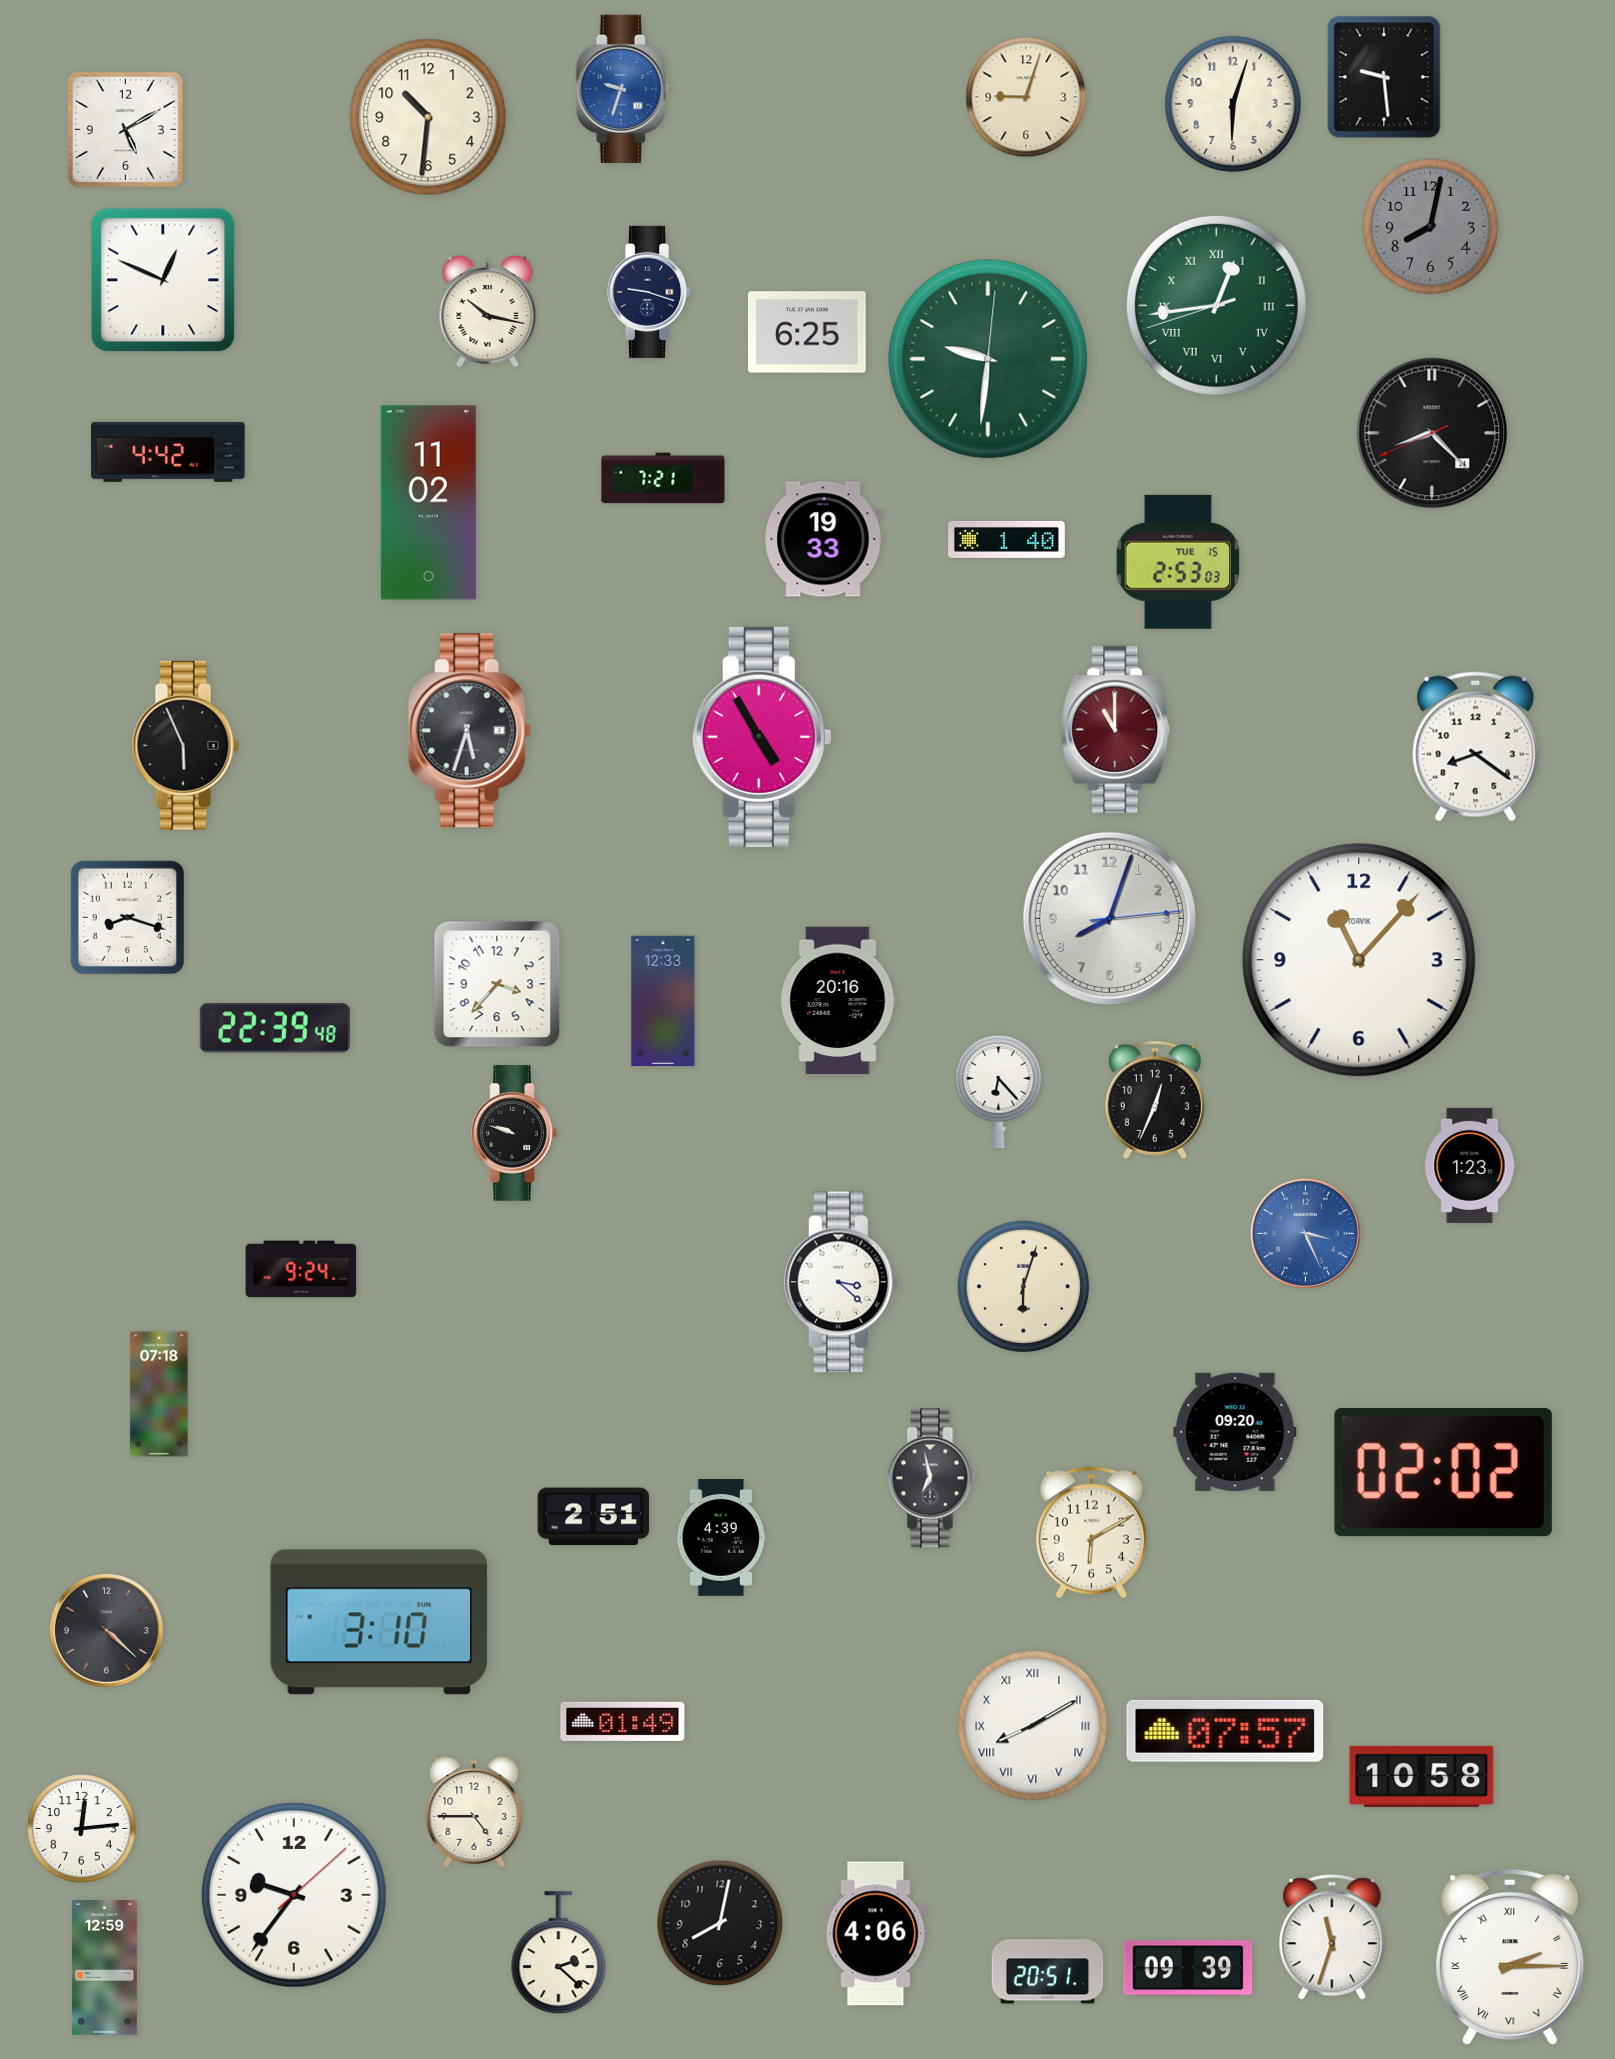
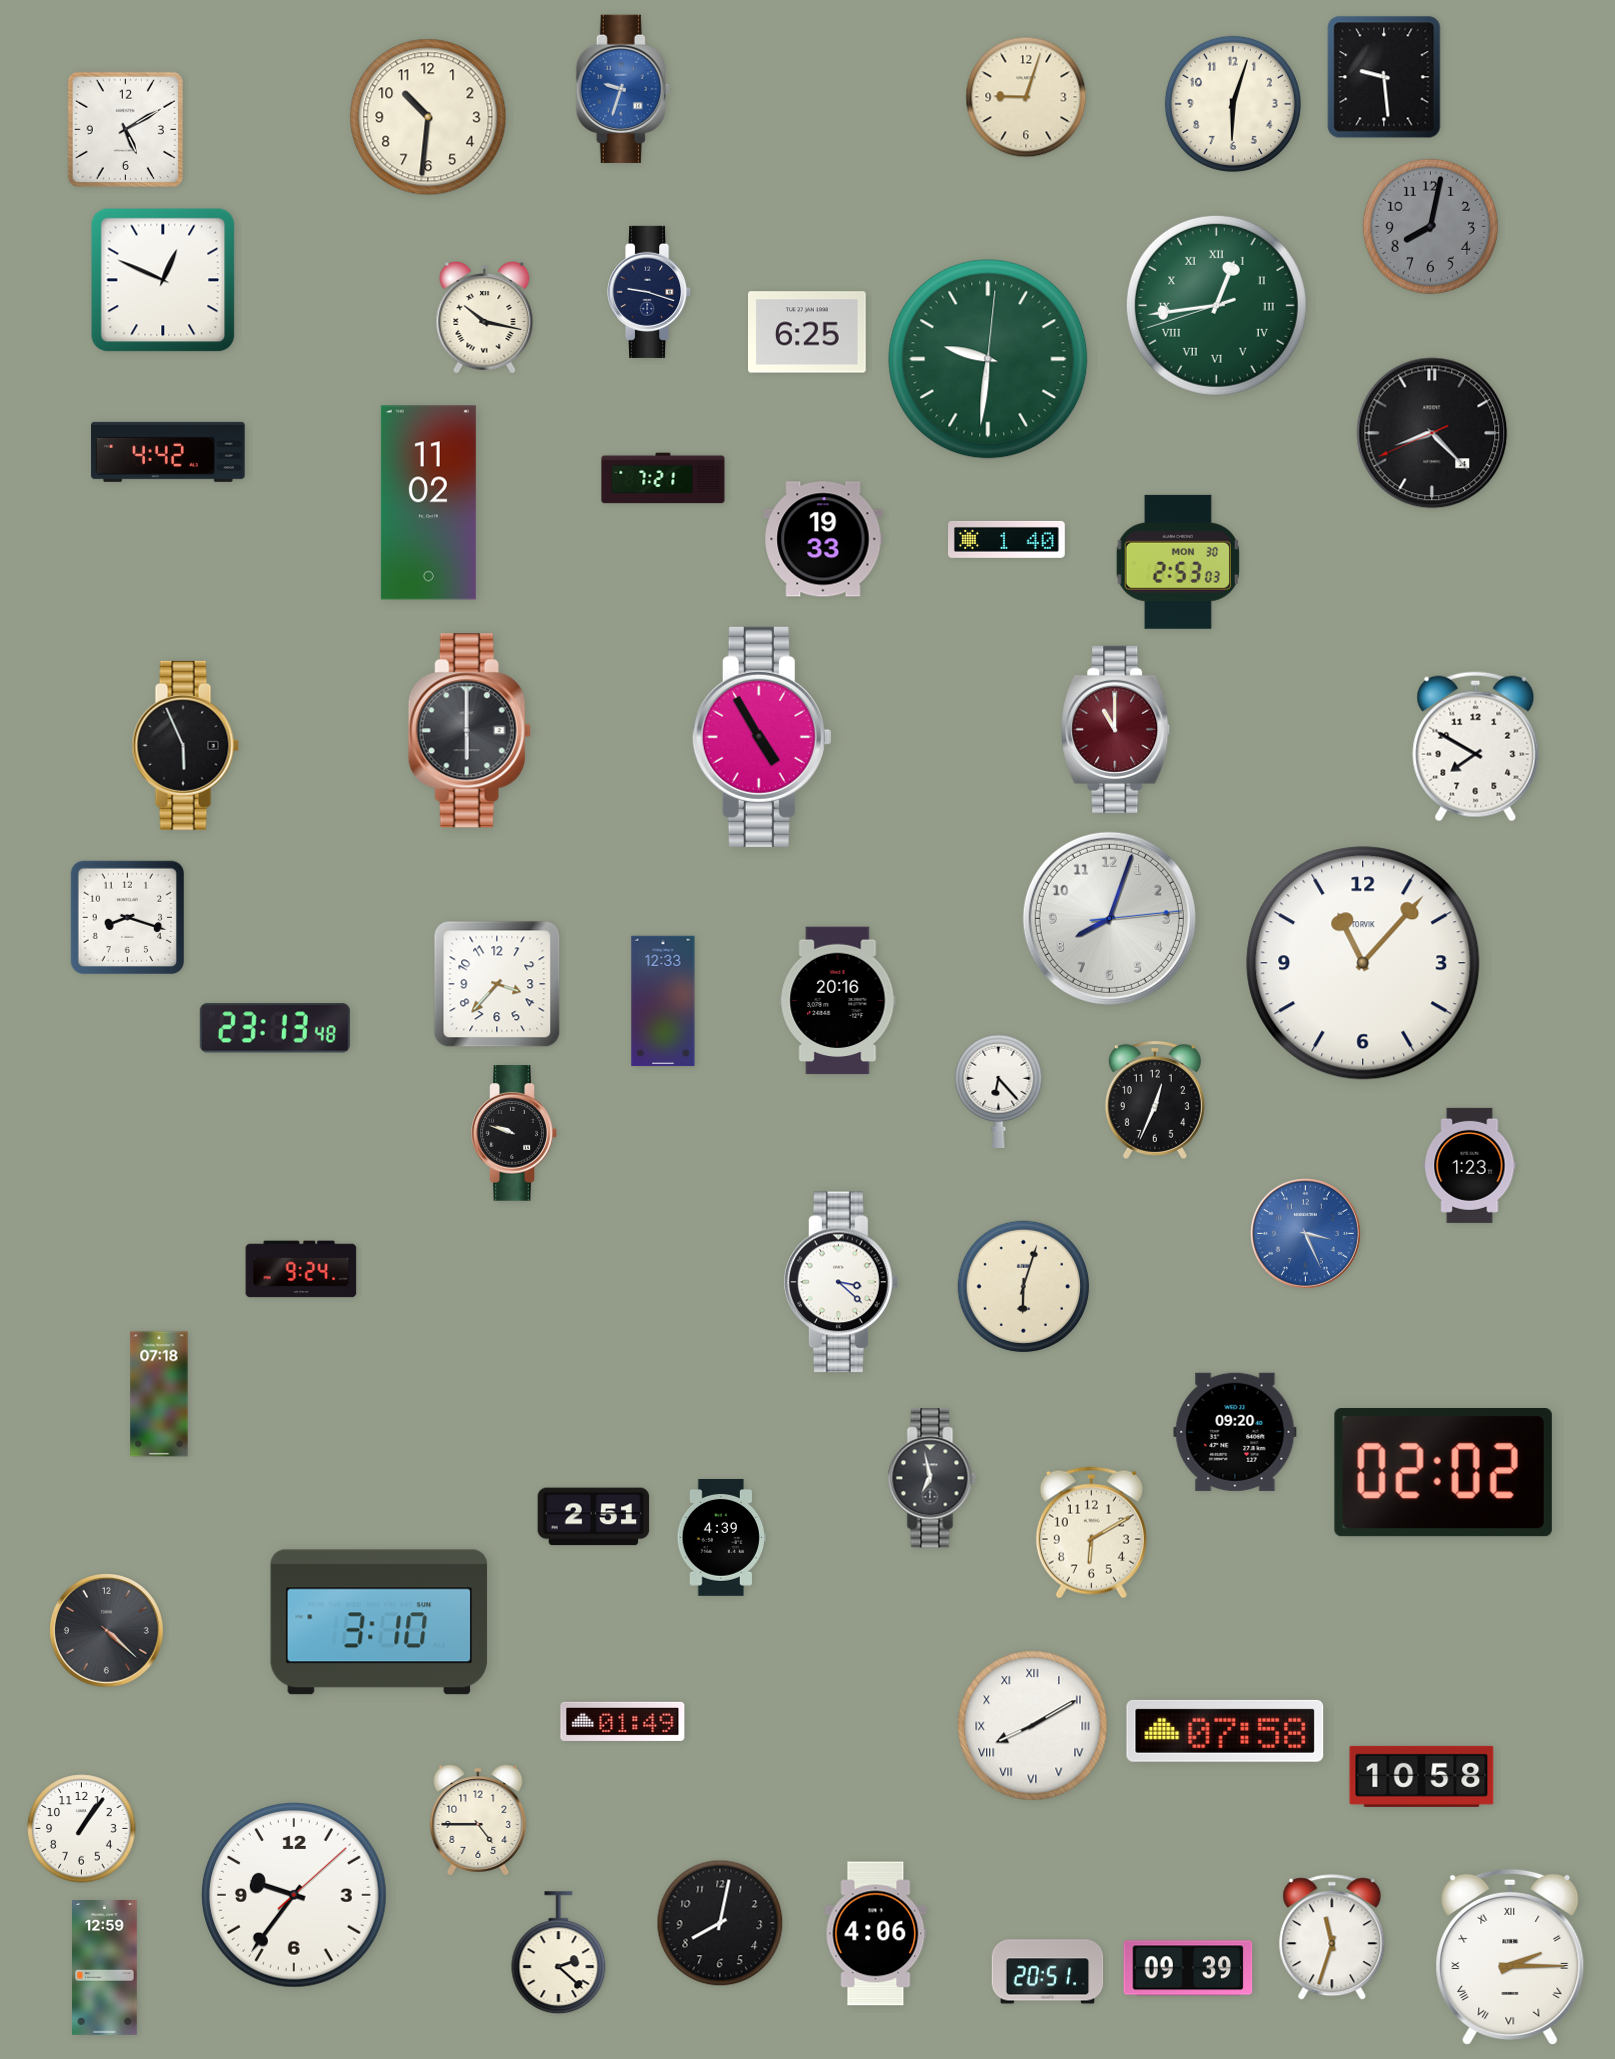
clock at (488, 311) position: (488, 311) -> (485, 317)
clock at (1178, 562) date: TUE 15 -> MON 30
clock at (469, 731): 5:33 -> 6:00
clock at (1476, 747): 8:21 -> 7:50
clock at (1359, 960) position: (1359, 960) -> (1363, 963)
clock at (275, 1028): 22:39 -> 23:13
clock at (1225, 1731): 07:57 -> 07:58
clock at (474, 1812) position: (474, 1812) -> (478, 1820)
clock at (82, 1829): 12:14 -> 1:06
